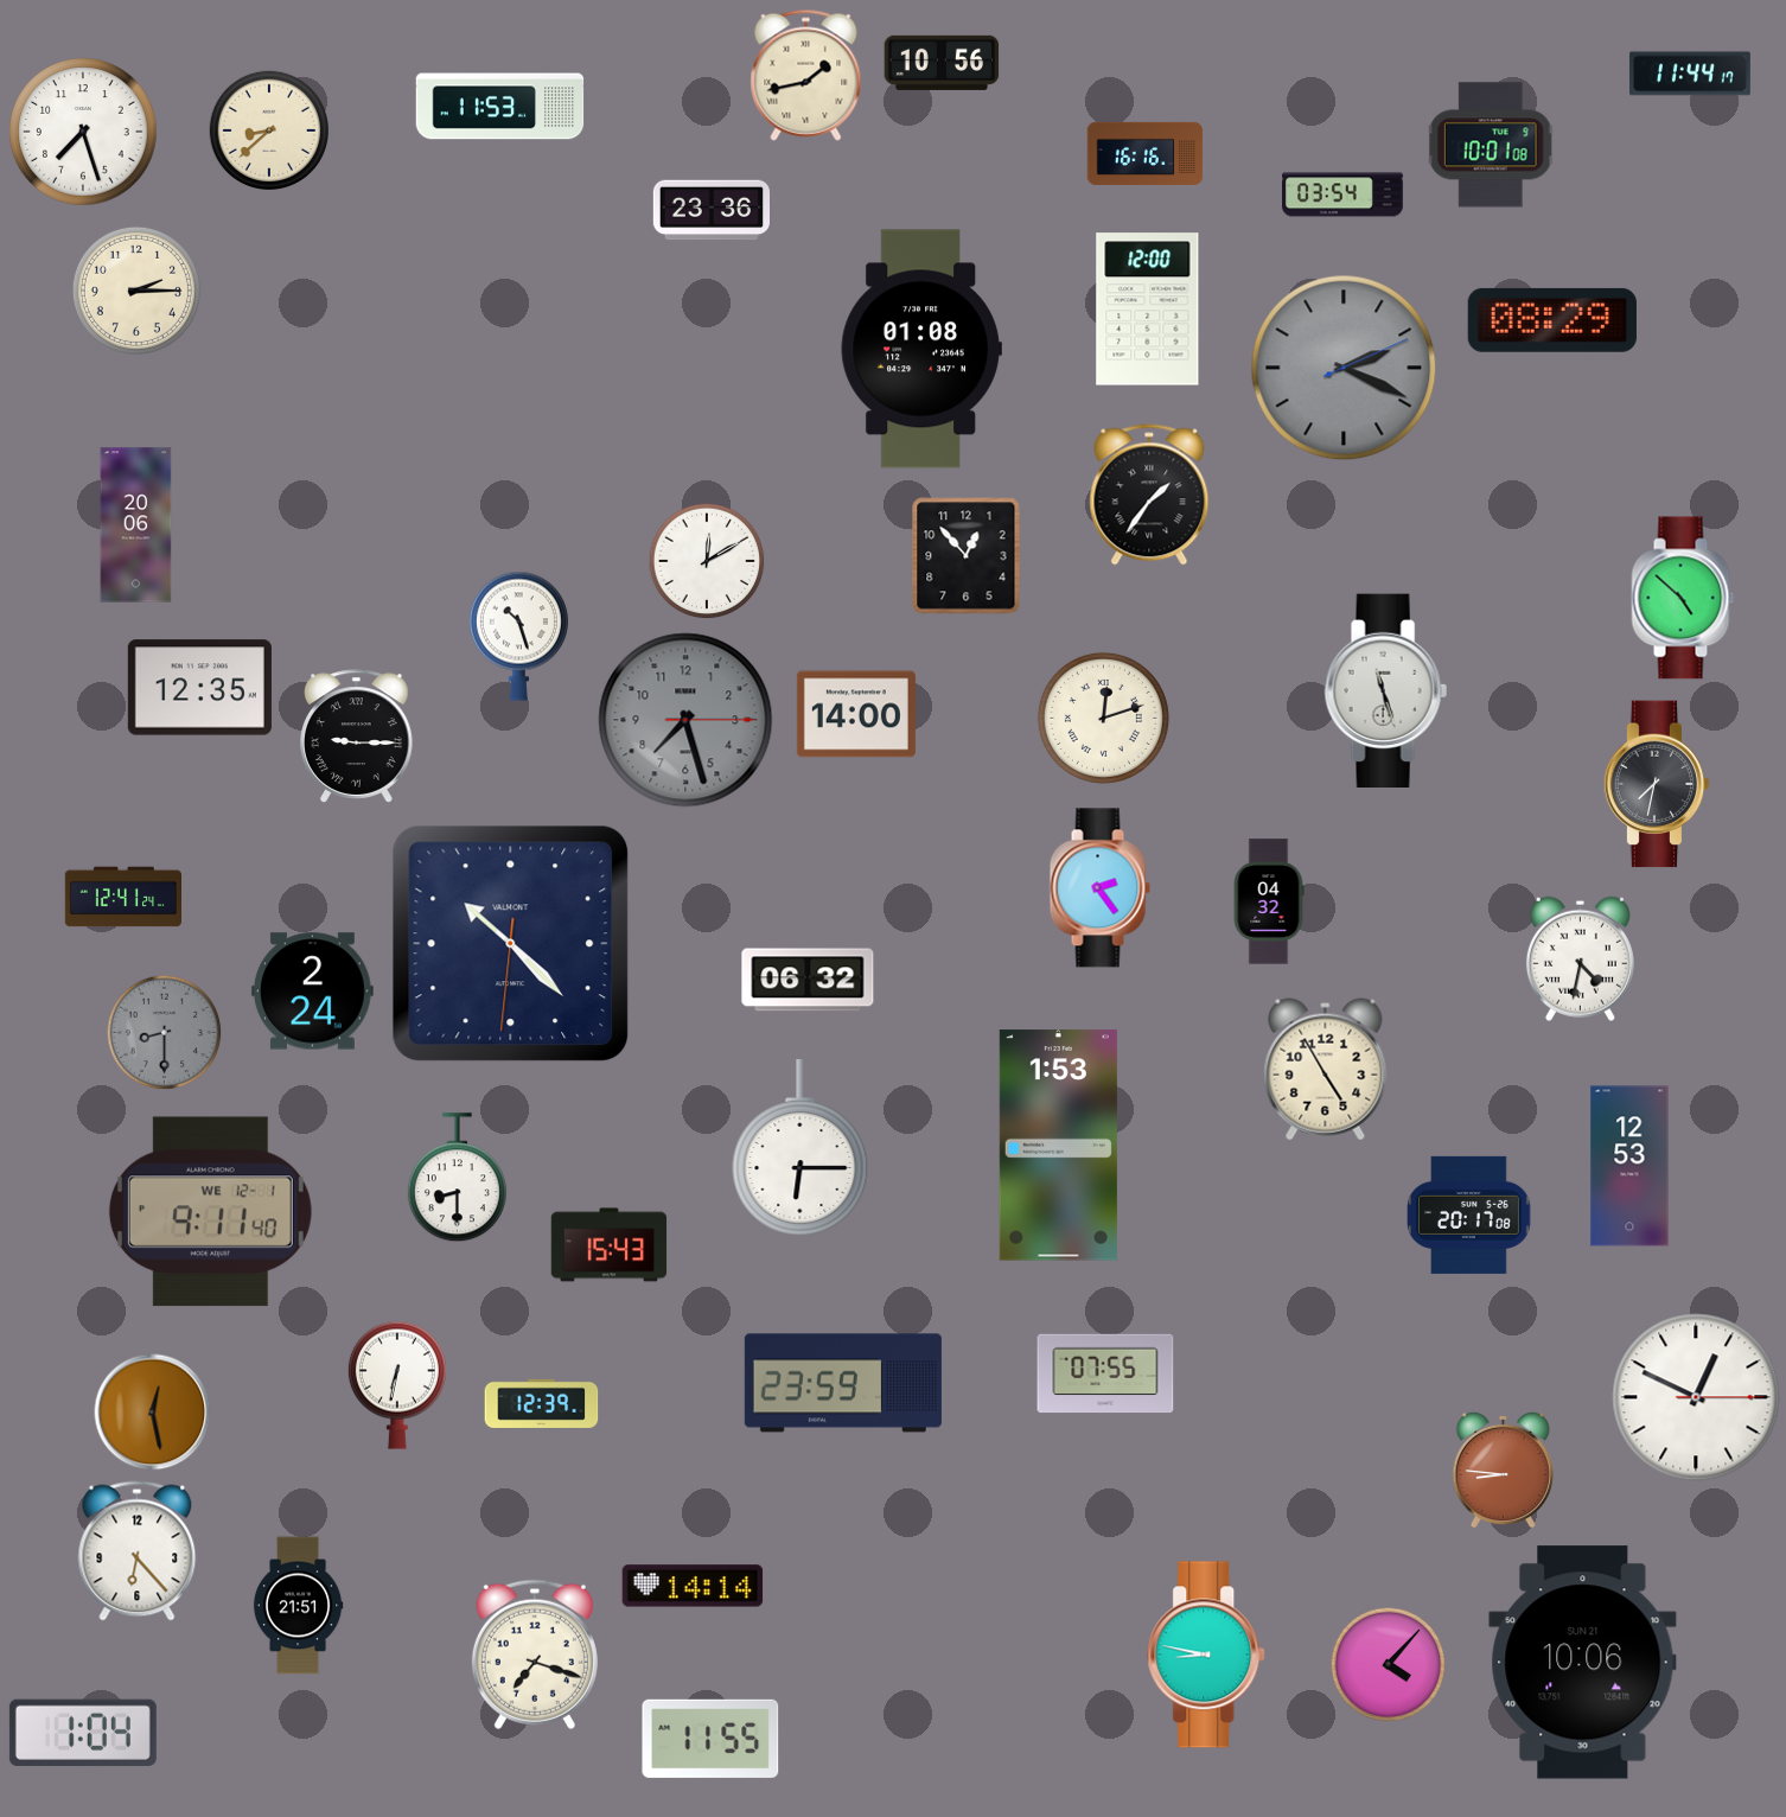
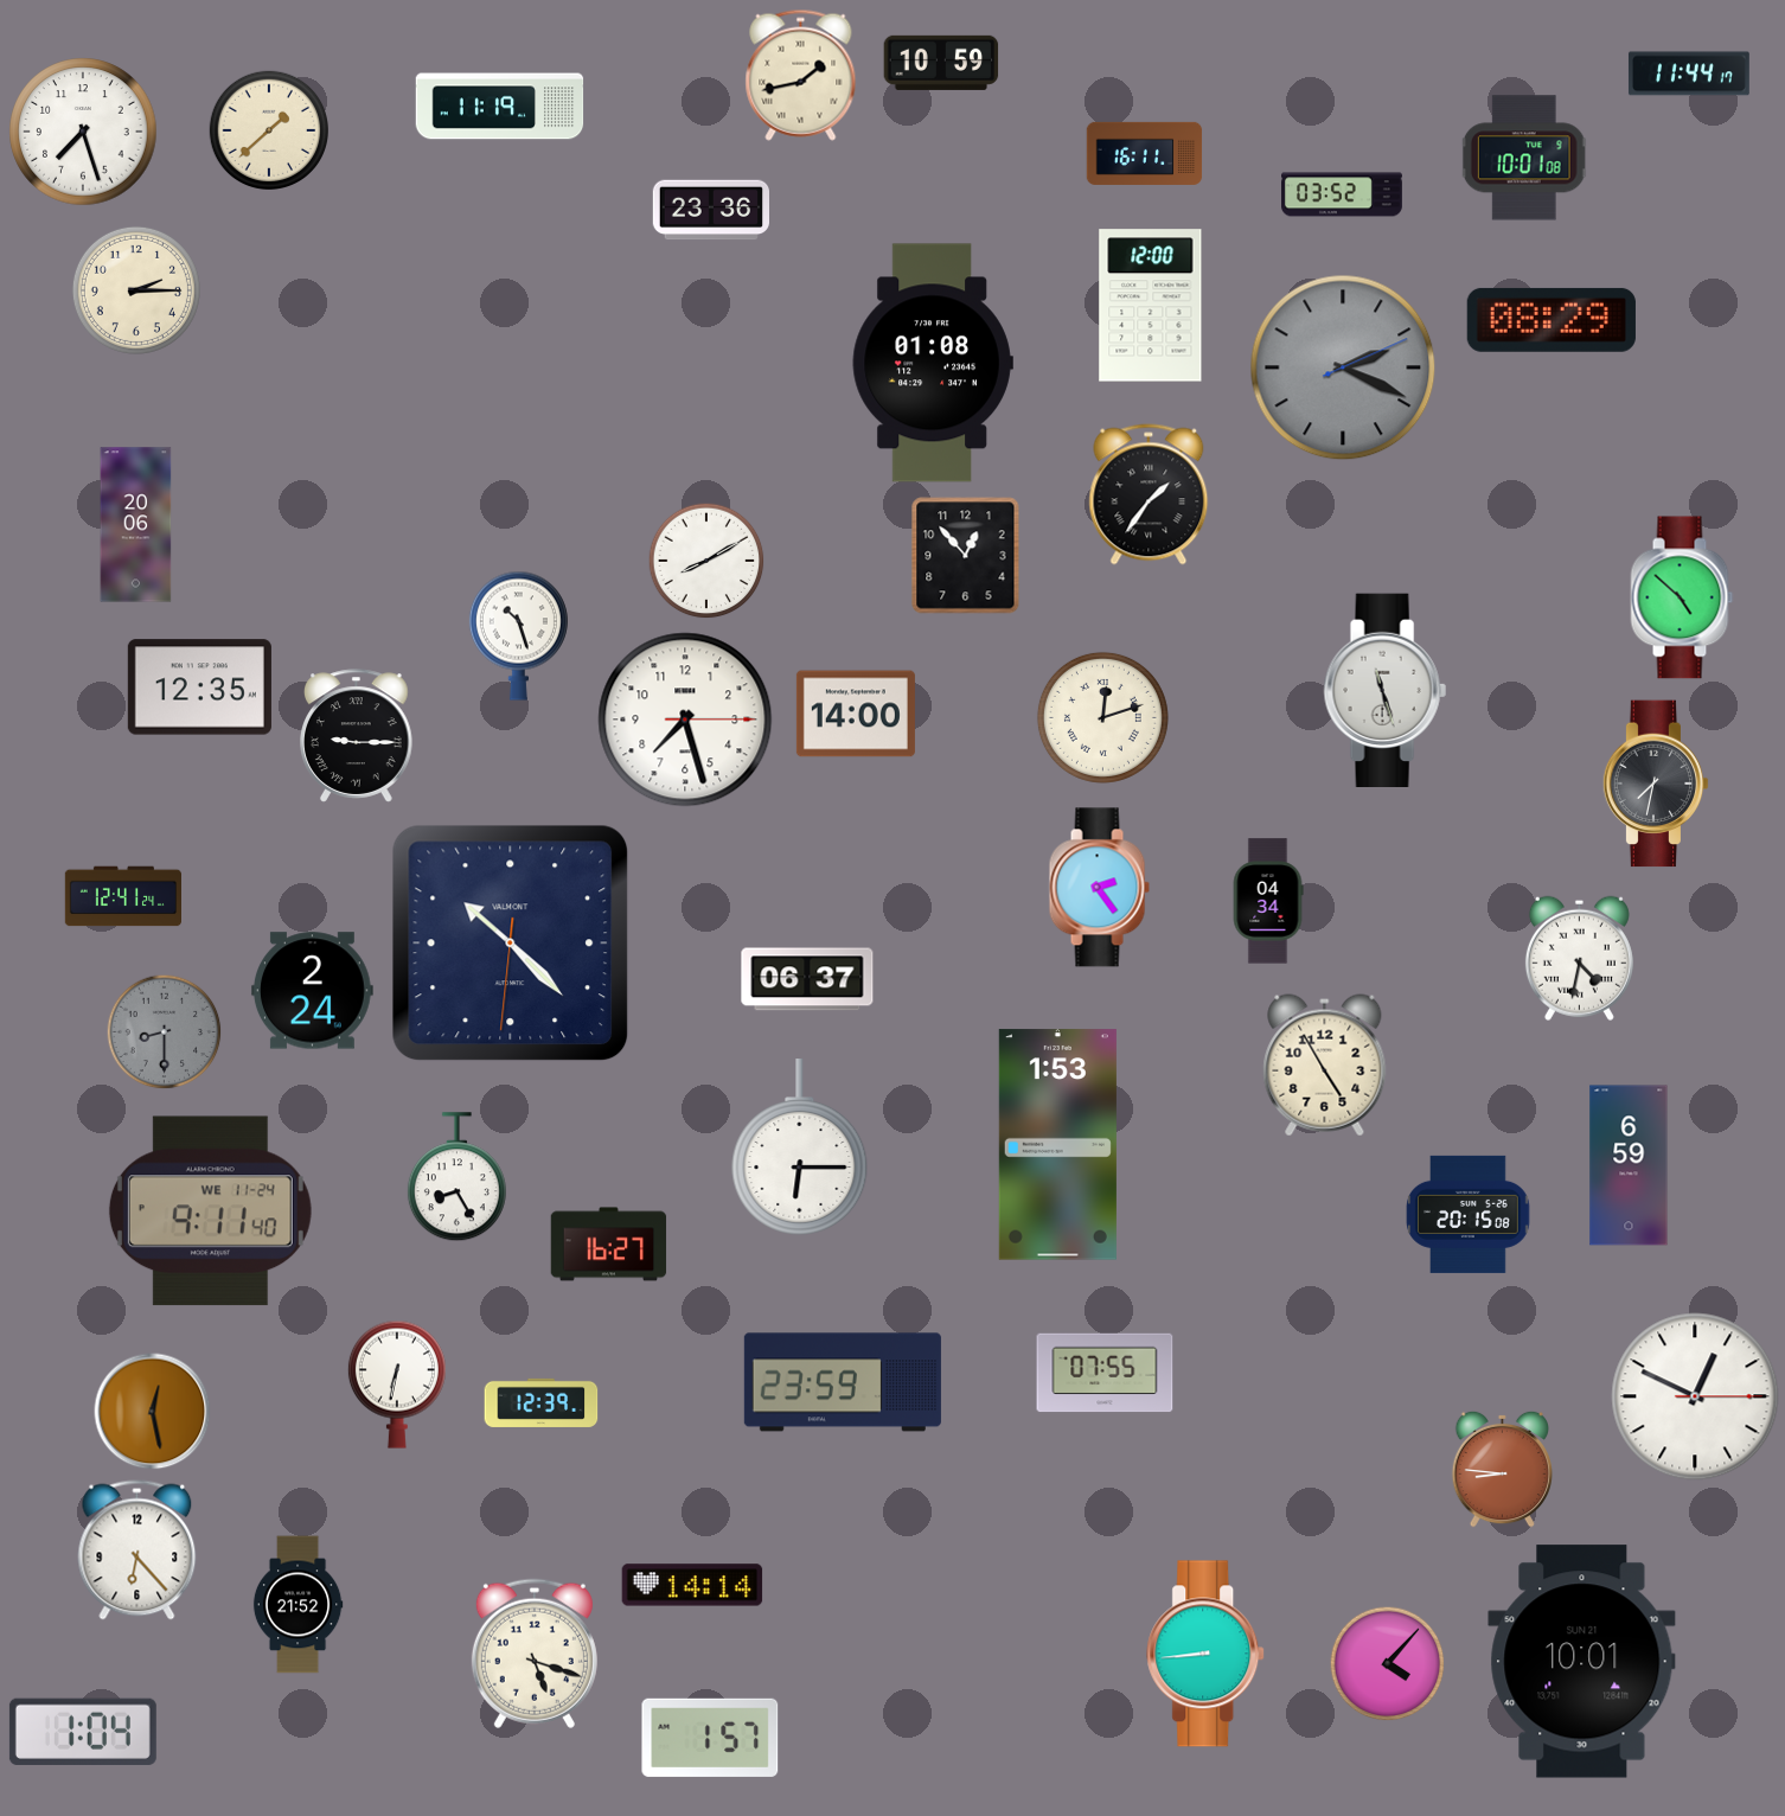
clock at (942, 63): 10:56 -> 10:59
clock at (806, 75) position: (806, 75) -> (801, 75)
clock at (500, 107): 11:53 -> 11:19
clock at (268, 130): 8:38 -> 1:38
clock at (1491, 145) position: (1491, 145) -> (1524, 158)
clock at (1146, 153): 16:16 -> 16:11
clock at (1344, 195): 03:54 -> 03:52
clock at (1148, 310) position: (1148, 310) -> (1151, 306)
clock at (921, 349) position: (921, 349) -> (933, 363)
clock at (707, 561): 12:10 -> 8:10
clock at (685, 720) dial: grey -> white
clock at (1269, 901): 04:32 -> 04:34
clock at (808, 980): 06:32 -> 06:37
clock at (1326, 1070) position: (1326, 1070) -> (1325, 1066)
clock at (1629, 1166): 12:53 -> 6:59
clock at (457, 1178): 8:30 -> 8:25
clock at (210, 1212) date: WE 12-1 -> WE 11-24
clock at (1469, 1214): 20:17 -> 20:15
clock at (610, 1245): 15:43 -> 16:27
clock at (298, 1606): 21:51 -> 21:52
clock at (535, 1655): 7:18 -> 5:18
clock at (1207, 1655): 8:47 -> 8:44
clock at (1583, 1663): 10:06 -> 10:01
clock at (710, 1739): 11:55 -> 1:57
